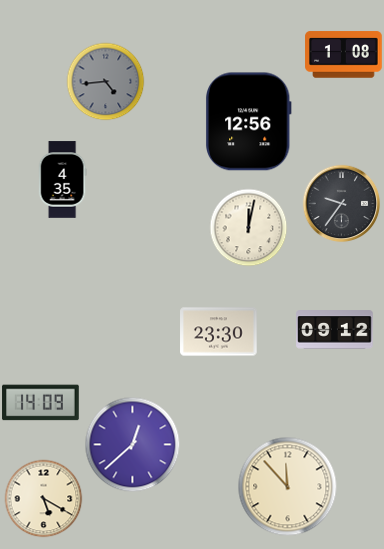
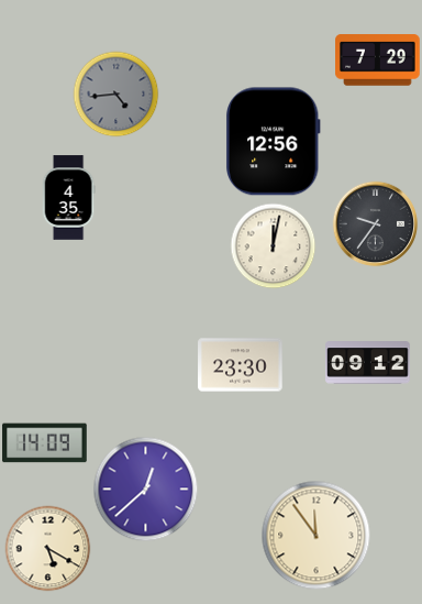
clock at (344, 55): 1:08 -> 7:29
clock at (105, 81) position: (105, 81) -> (115, 94)
clock at (248, 122) position: (248, 122) -> (273, 142)
clock at (248, 227) position: (248, 227) -> (273, 245)
clock at (288, 487): 11:53 -> 11:54
